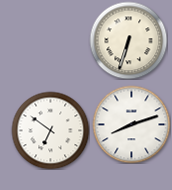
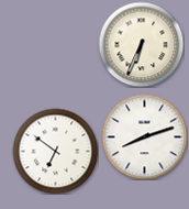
clock at (128, 40): 6:33 -> 6:34
clock at (50, 130) position: (50, 130) -> (55, 151)
